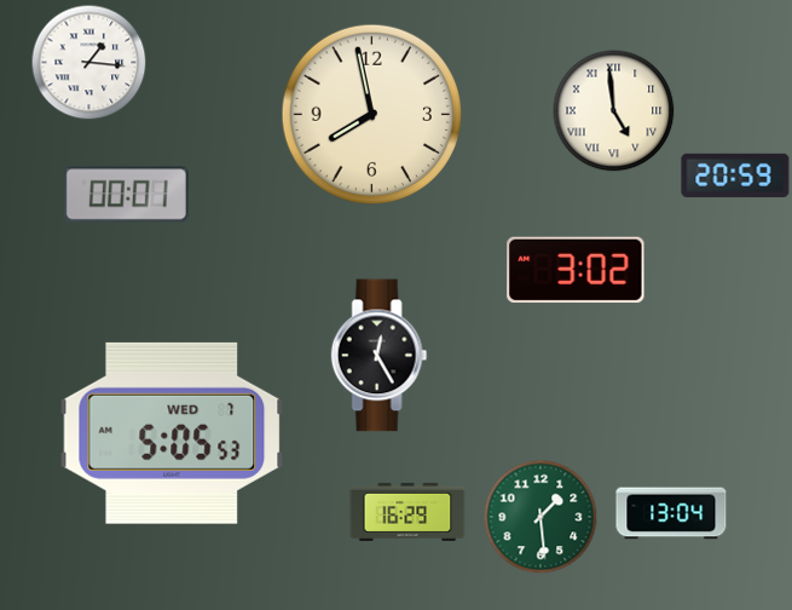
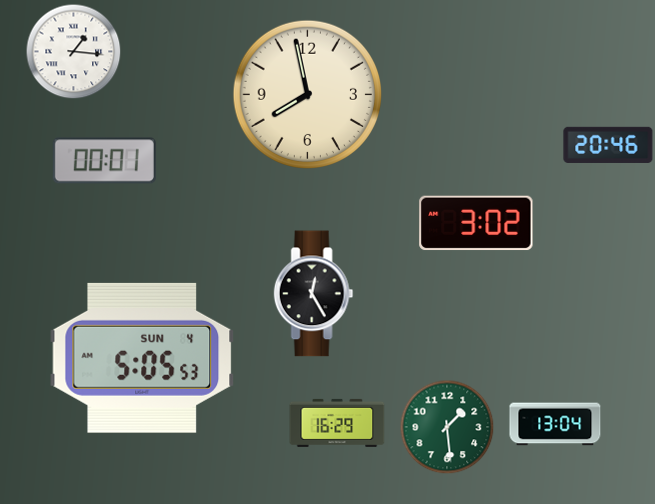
clock at (614, 111): 4:59 -> none
clock at (735, 175): 20:59 -> 20:46
clock at (172, 433) date: WED 7 -> SUN 4
